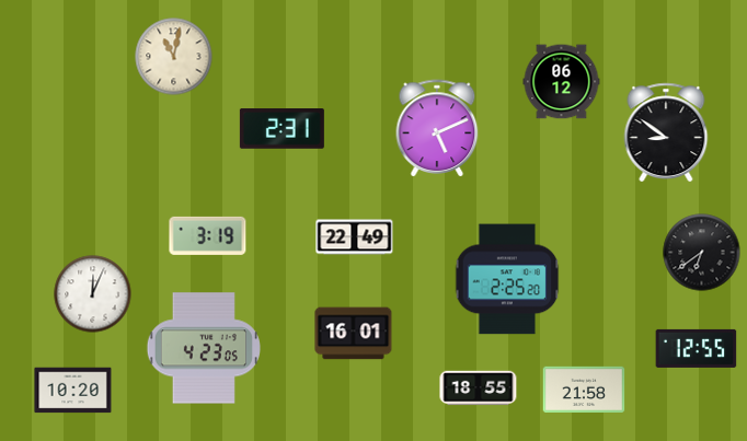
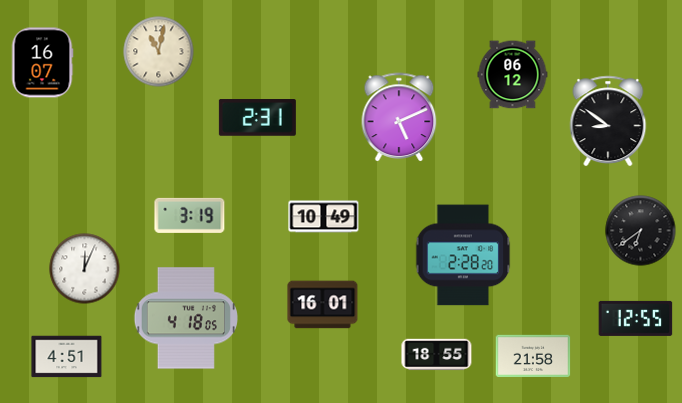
clock at (42, 63): none -> 16:07
clock at (355, 237): 22:49 -> 10:49
clock at (507, 279): 2:25 -> 2:28
clock at (204, 348): 4:23 -> 4:18
clock at (73, 391): 10:20 -> 4:51
